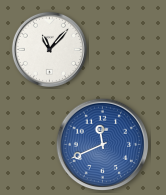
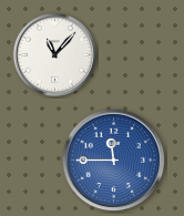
clock at (103, 145): 11:41 -> 11:45
